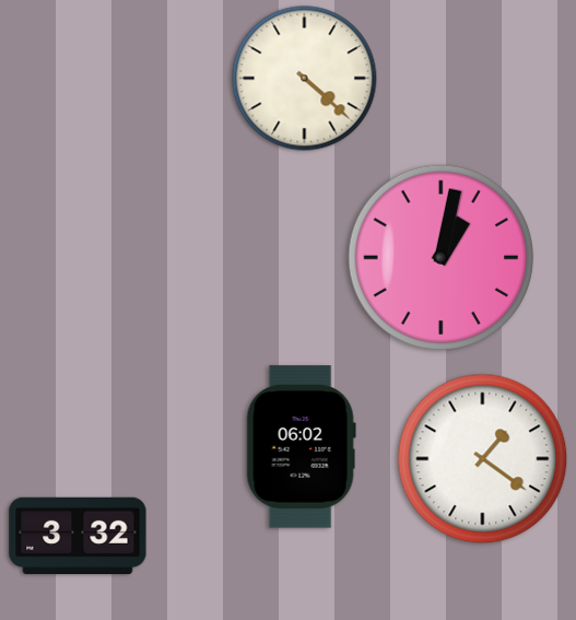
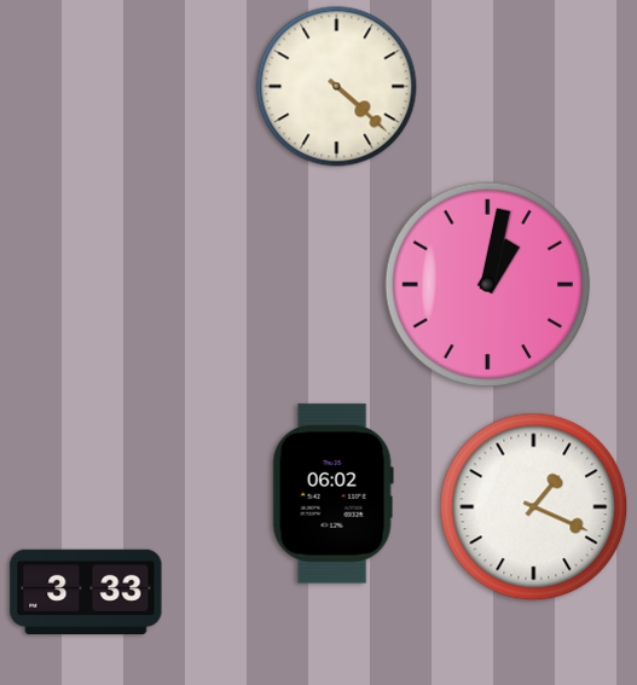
clock at (483, 459): 1:21 -> 1:19
clock at (78, 535): 3:32 -> 3:33
